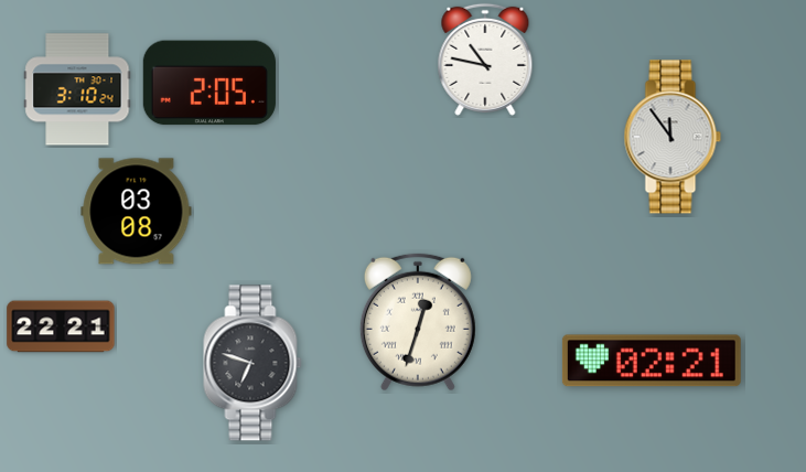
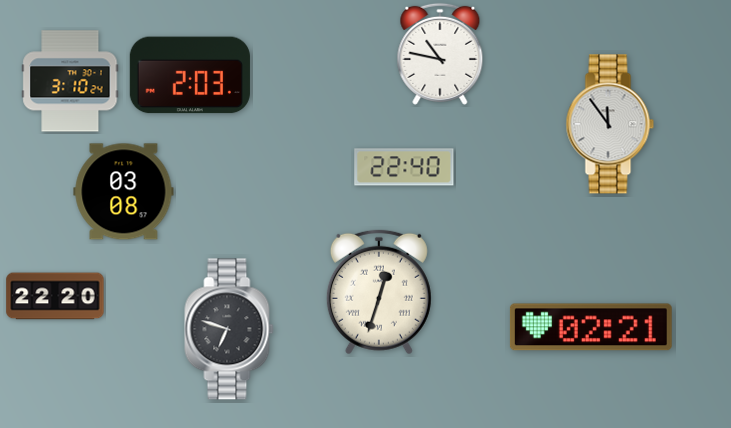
clock at (209, 83): 2:05 -> 2:03
clock at (404, 167): none -> 22:40
clock at (61, 326): 22:21 -> 22:20
